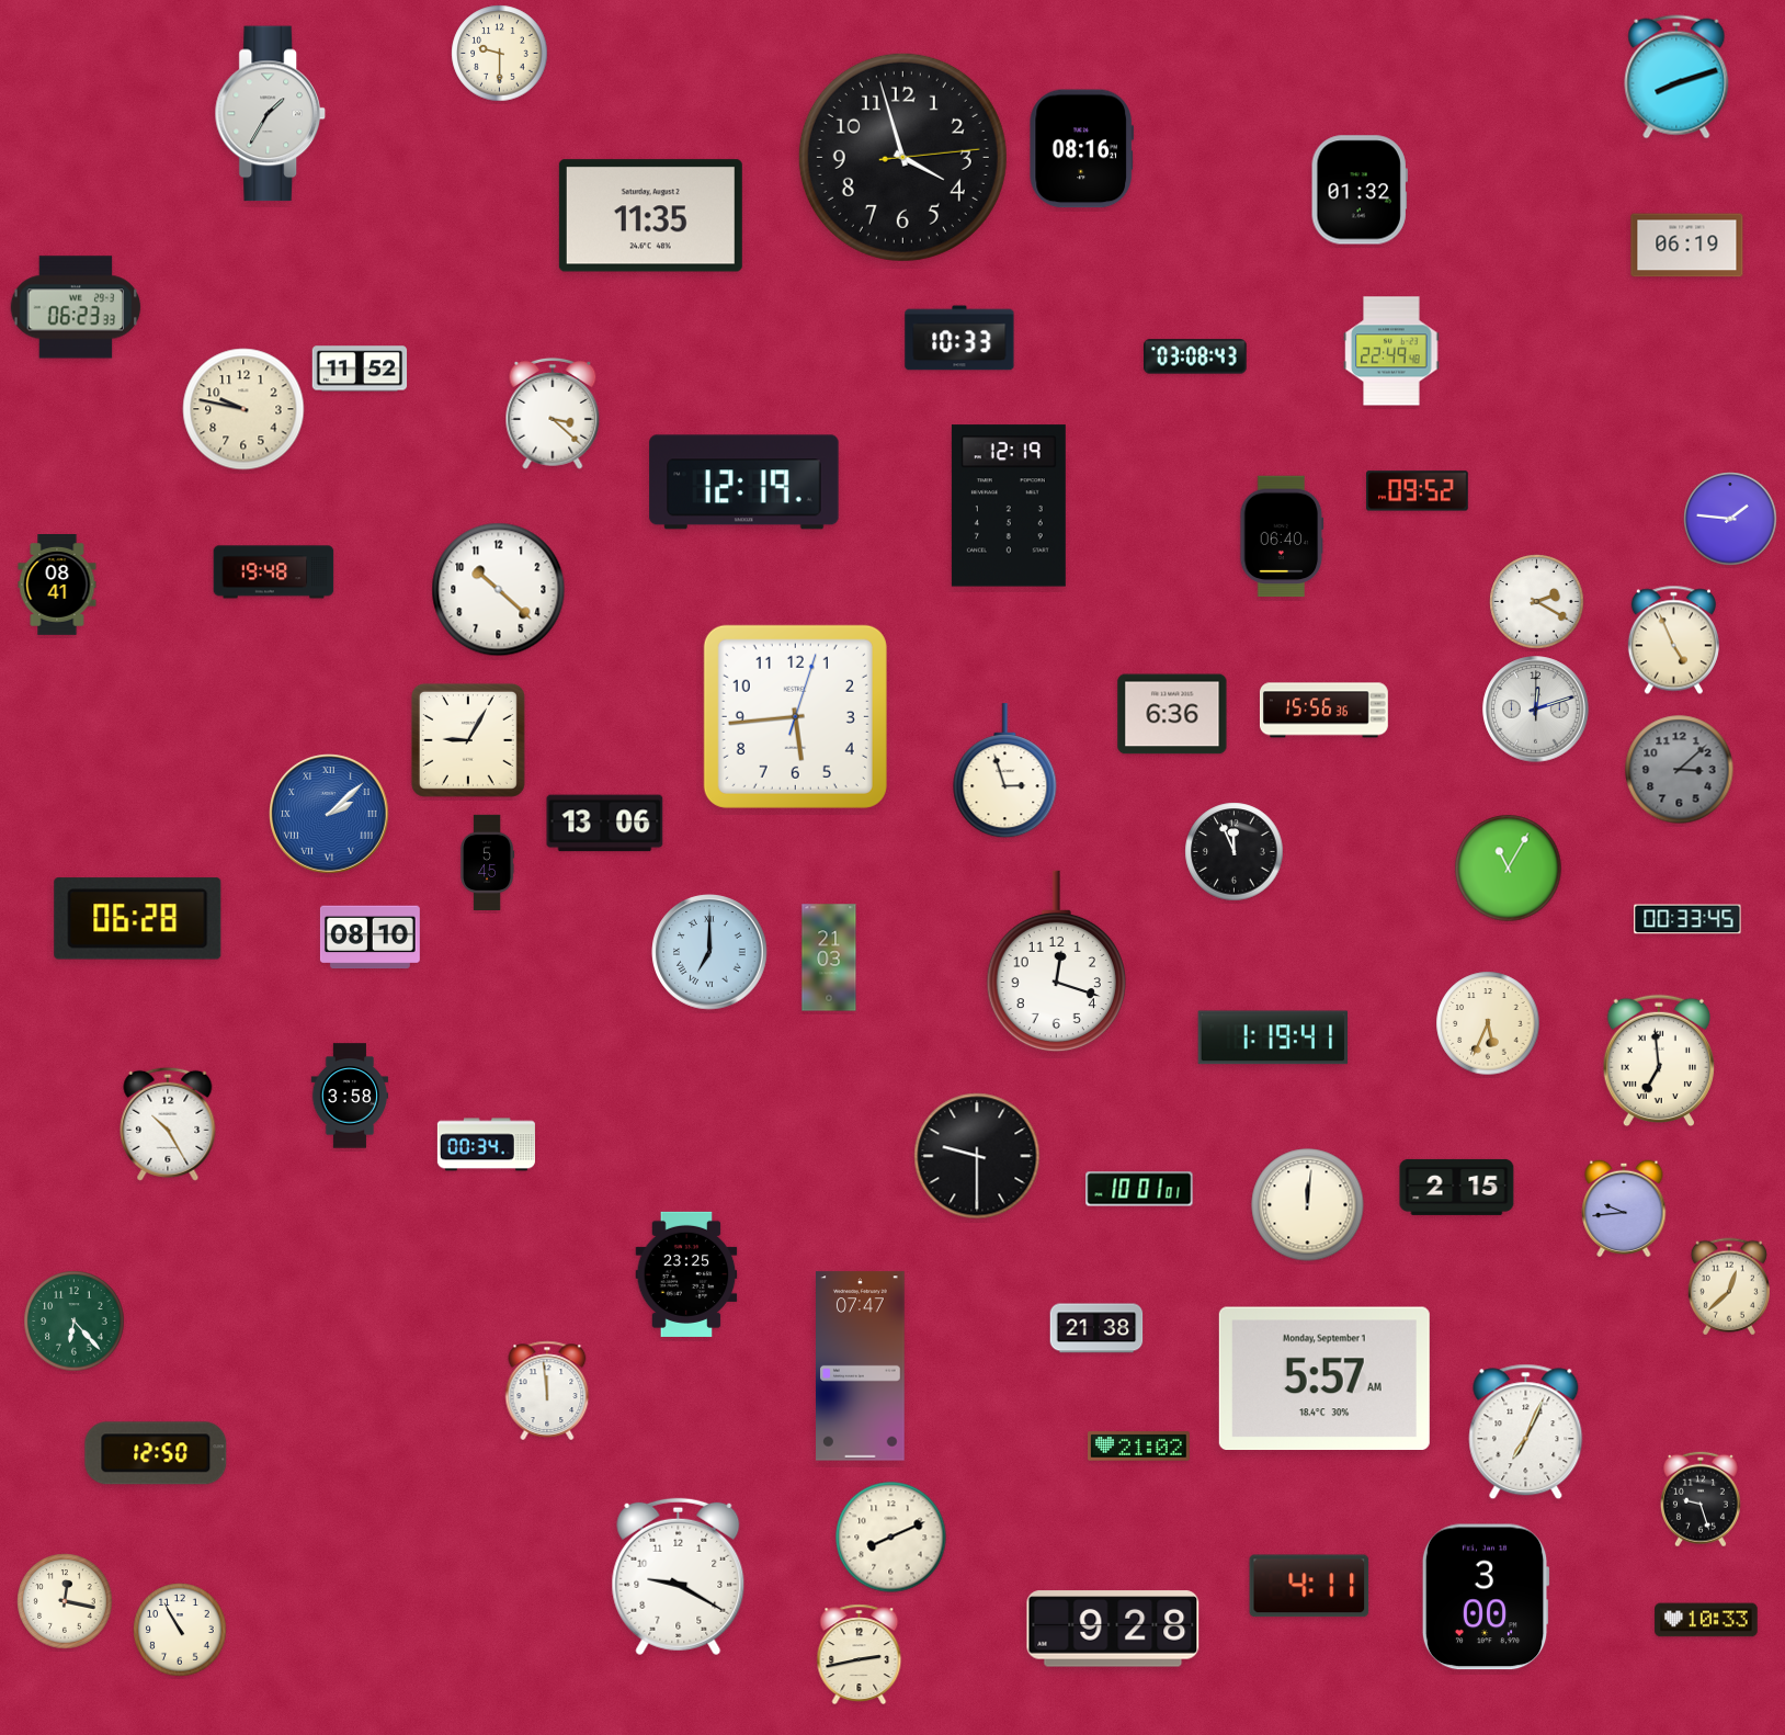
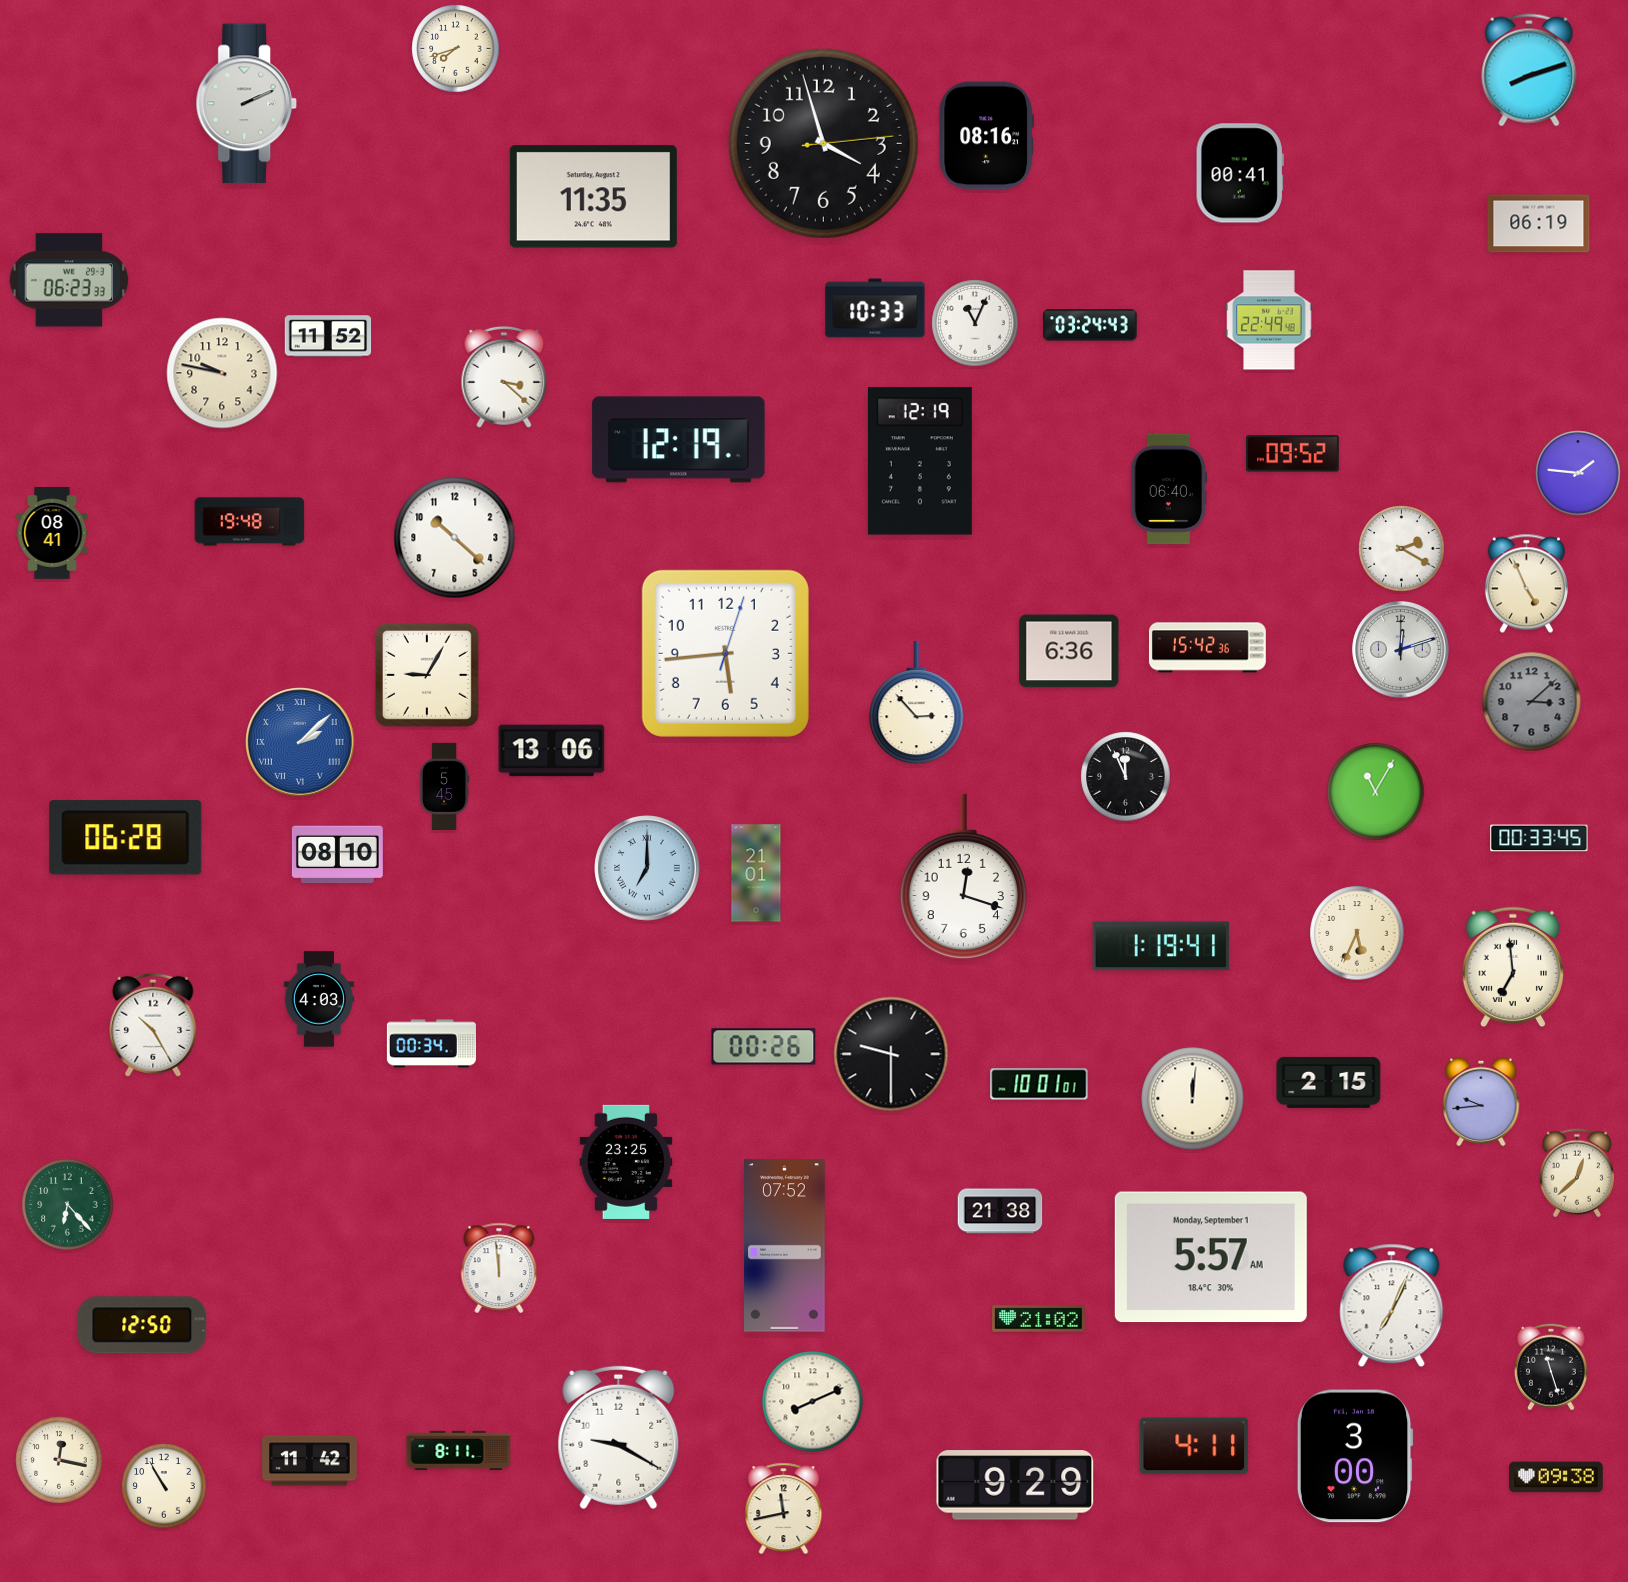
clock at (500, 54): 9:30 -> 7:42
clock at (270, 114): 1:35 -> 2:11
clock at (1360, 190): 01:32 -> 00:41
clock at (975, 323): none -> 11:04
clock at (1195, 356): 03:08 -> 03:24
clock at (1418, 491) position: (1418, 491) -> (1293, 454)
clock at (1536, 710) position: (1536, 710) -> (1401, 650)
clock at (1323, 711): 15:56 -> 15:42
clock at (1005, 771): 2:57 -> 2:53
clock at (829, 957): 21:03 -> 21:01
clock at (350, 1096): 3:58 -> 4:03
clock at (486, 1145) position: (486, 1145) -> (431, 1044)
clock at (764, 1047): none -> 00:26
clock at (861, 1367): 07:47 -> 07:52
clock at (1324, 1379) position: (1324, 1379) -> (1211, 1257)
clock at (1701, 1499): 9:27 -> 11:27
clock at (459, 1450): none -> 8:11
clock at (310, 1461): none -> 11:42
clock at (1706, 1620): 10:33 -> 09:38
clock at (1113, 1629): 9:28 -> 9:29
clock at (860, 1655): 2:43 -> 11:43
